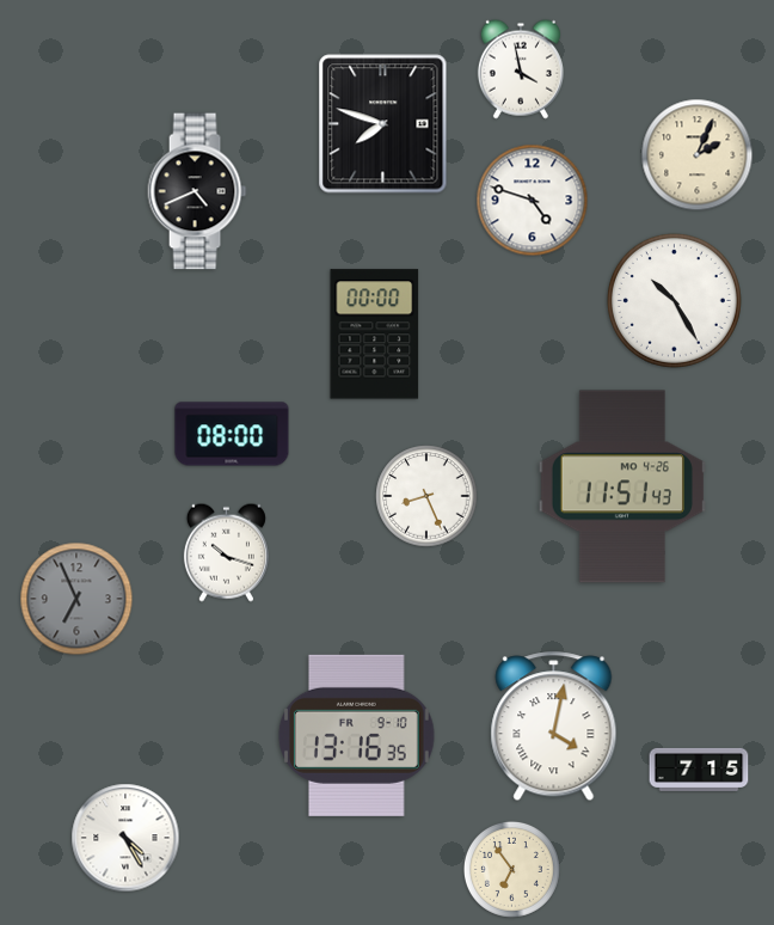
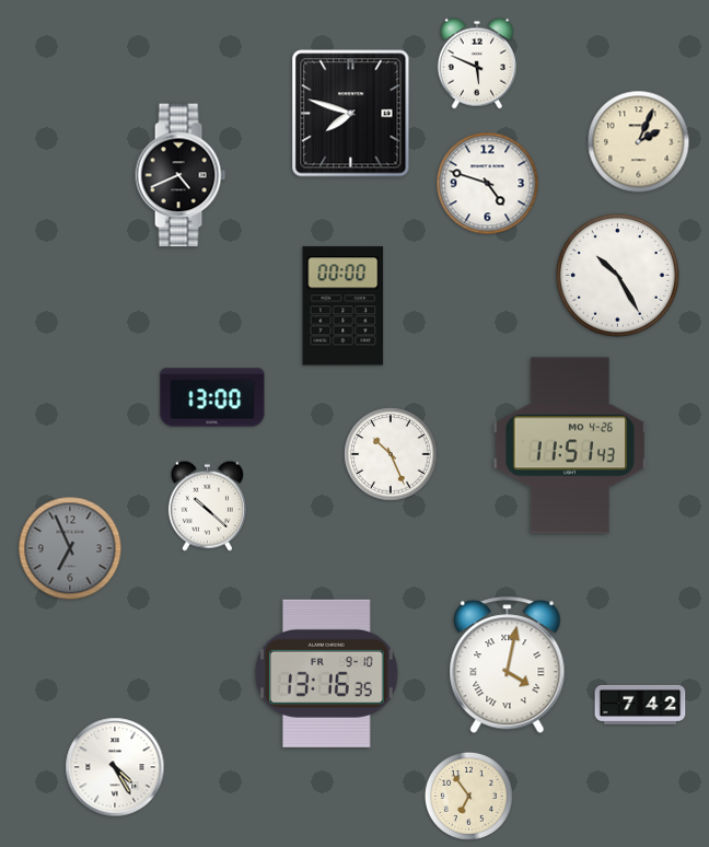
clock at (521, 69): 3:58 -> 5:49
clock at (232, 434): 08:00 -> 13:00
clock at (426, 496): 8:26 -> 10:26
clock at (226, 552): 10:18 -> 10:22
clock at (699, 770): 7:15 -> 7:42
